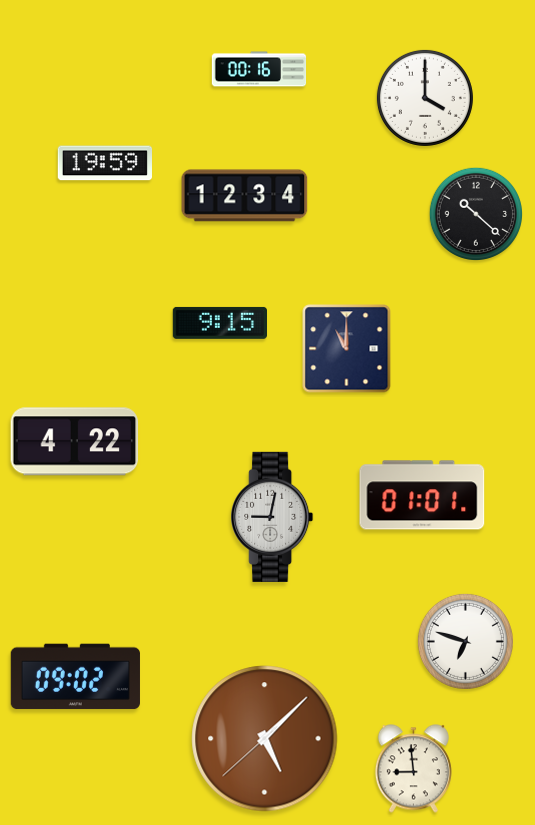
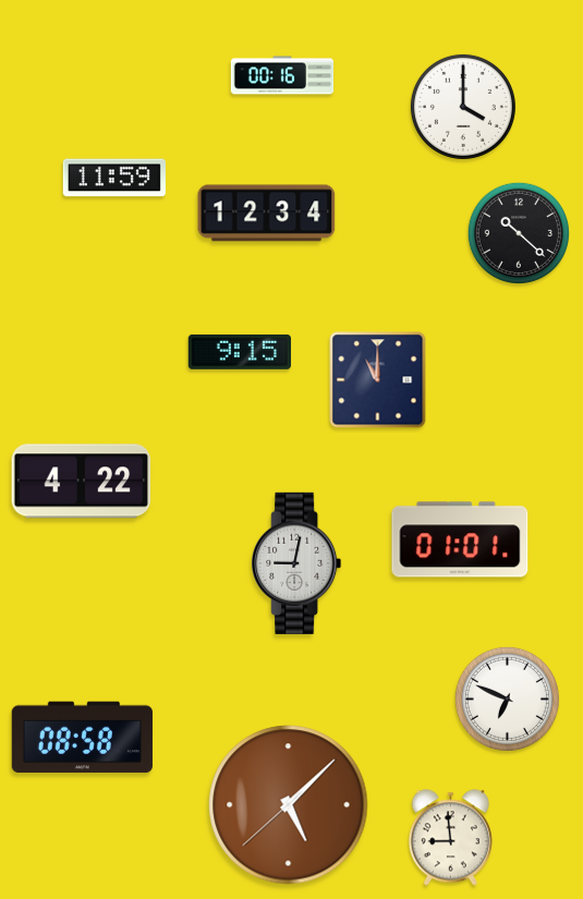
clock at (104, 163): 19:59 -> 11:59
clock at (465, 641): 6:48 -> 6:49
clock at (75, 677): 09:02 -> 08:58
